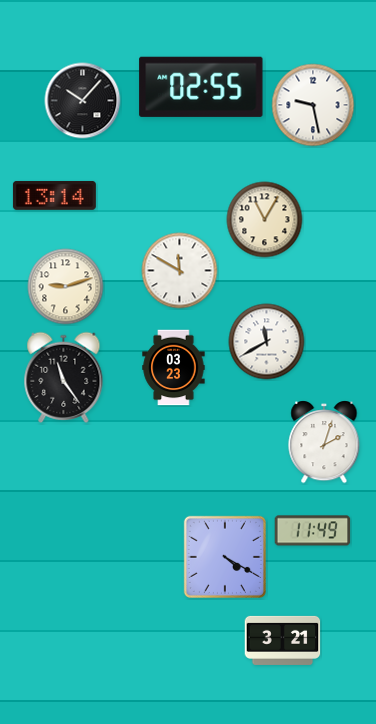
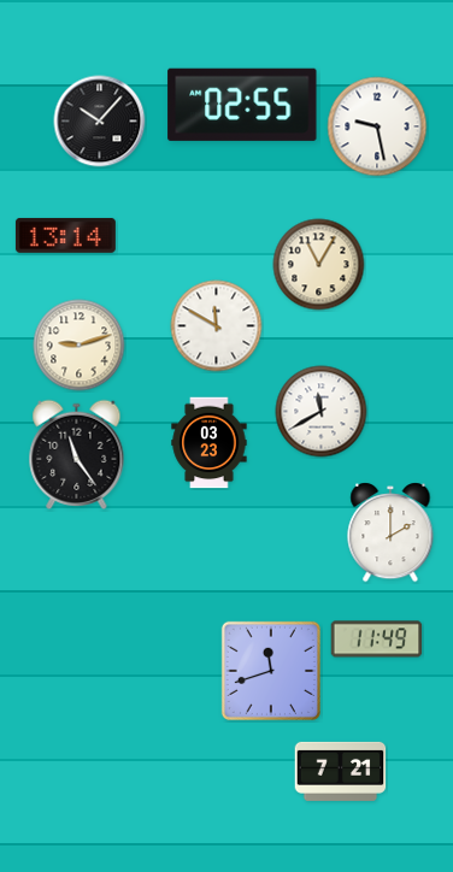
clock at (324, 442): 2:03 -> 2:00
clock at (225, 557): 4:20 -> 11:42
clock at (283, 640): 3:21 -> 7:21
